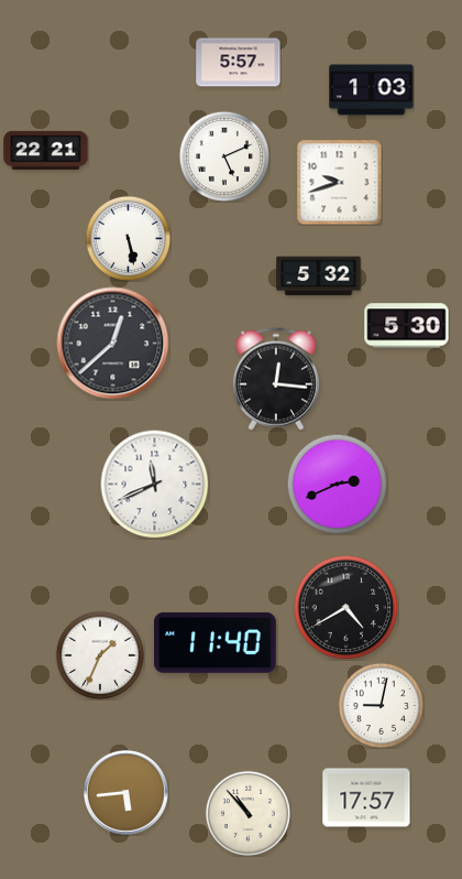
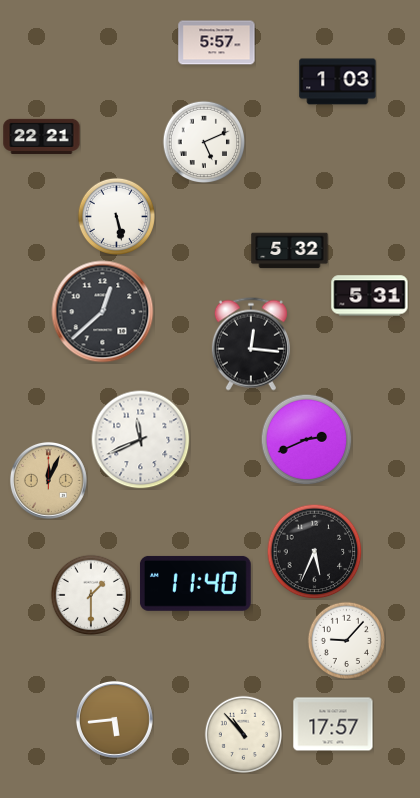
clock at (239, 63) position: (239, 63) -> (217, 43)
clock at (339, 182): 9:42 -> none
clock at (407, 326): 5:30 -> 5:31
clock at (48, 480): none -> 12:04
clock at (345, 607): 4:40 -> 5:34
clock at (100, 655): 1:34 -> 1:30
clock at (381, 705): 9:02 -> 9:07
clock at (248, 813) position: (248, 813) -> (243, 734)
